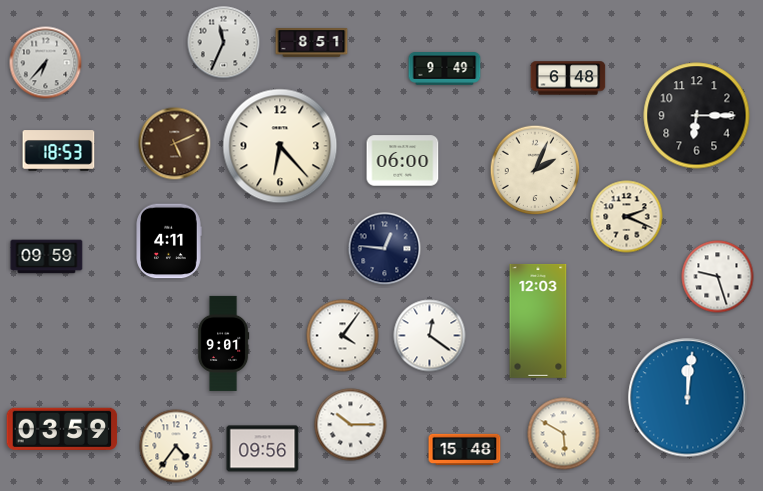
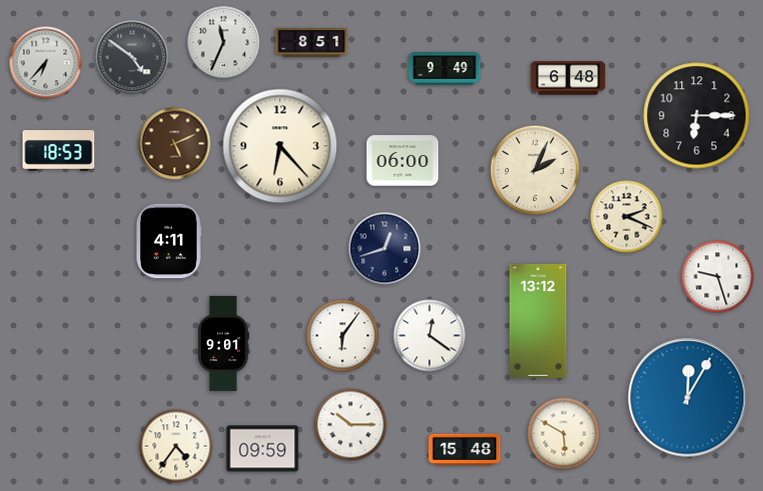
clock at (132, 57): none -> 4:51
clock at (385, 249): 12:46 -> 12:42
clock at (47, 257): 09:59 -> none
clock at (538, 321): 12:03 -> 13:12
clock at (343, 336): 4:06 -> 6:06
clock at (688, 398): 12:01 -> 12:05
clock at (62, 428): 03:59 -> none
clock at (263, 449): 09:56 -> 09:59
